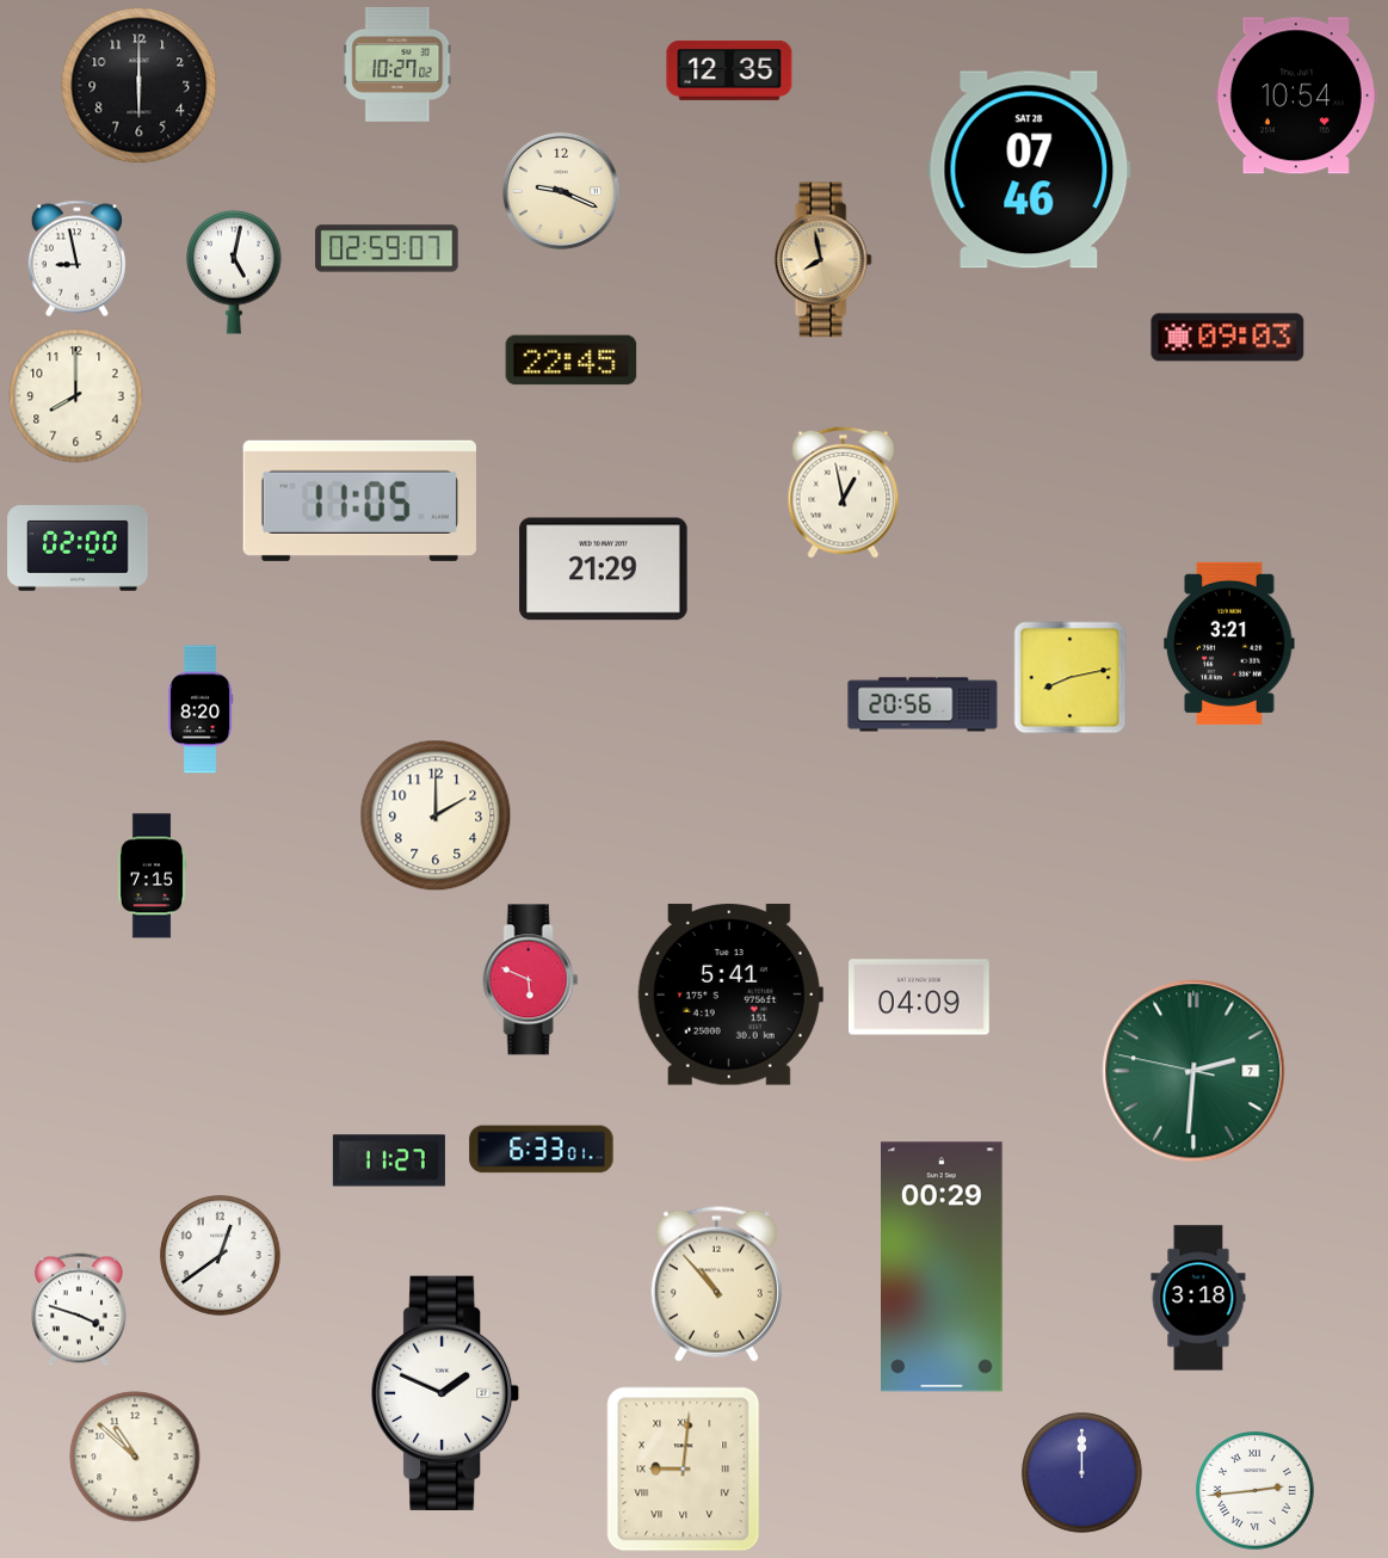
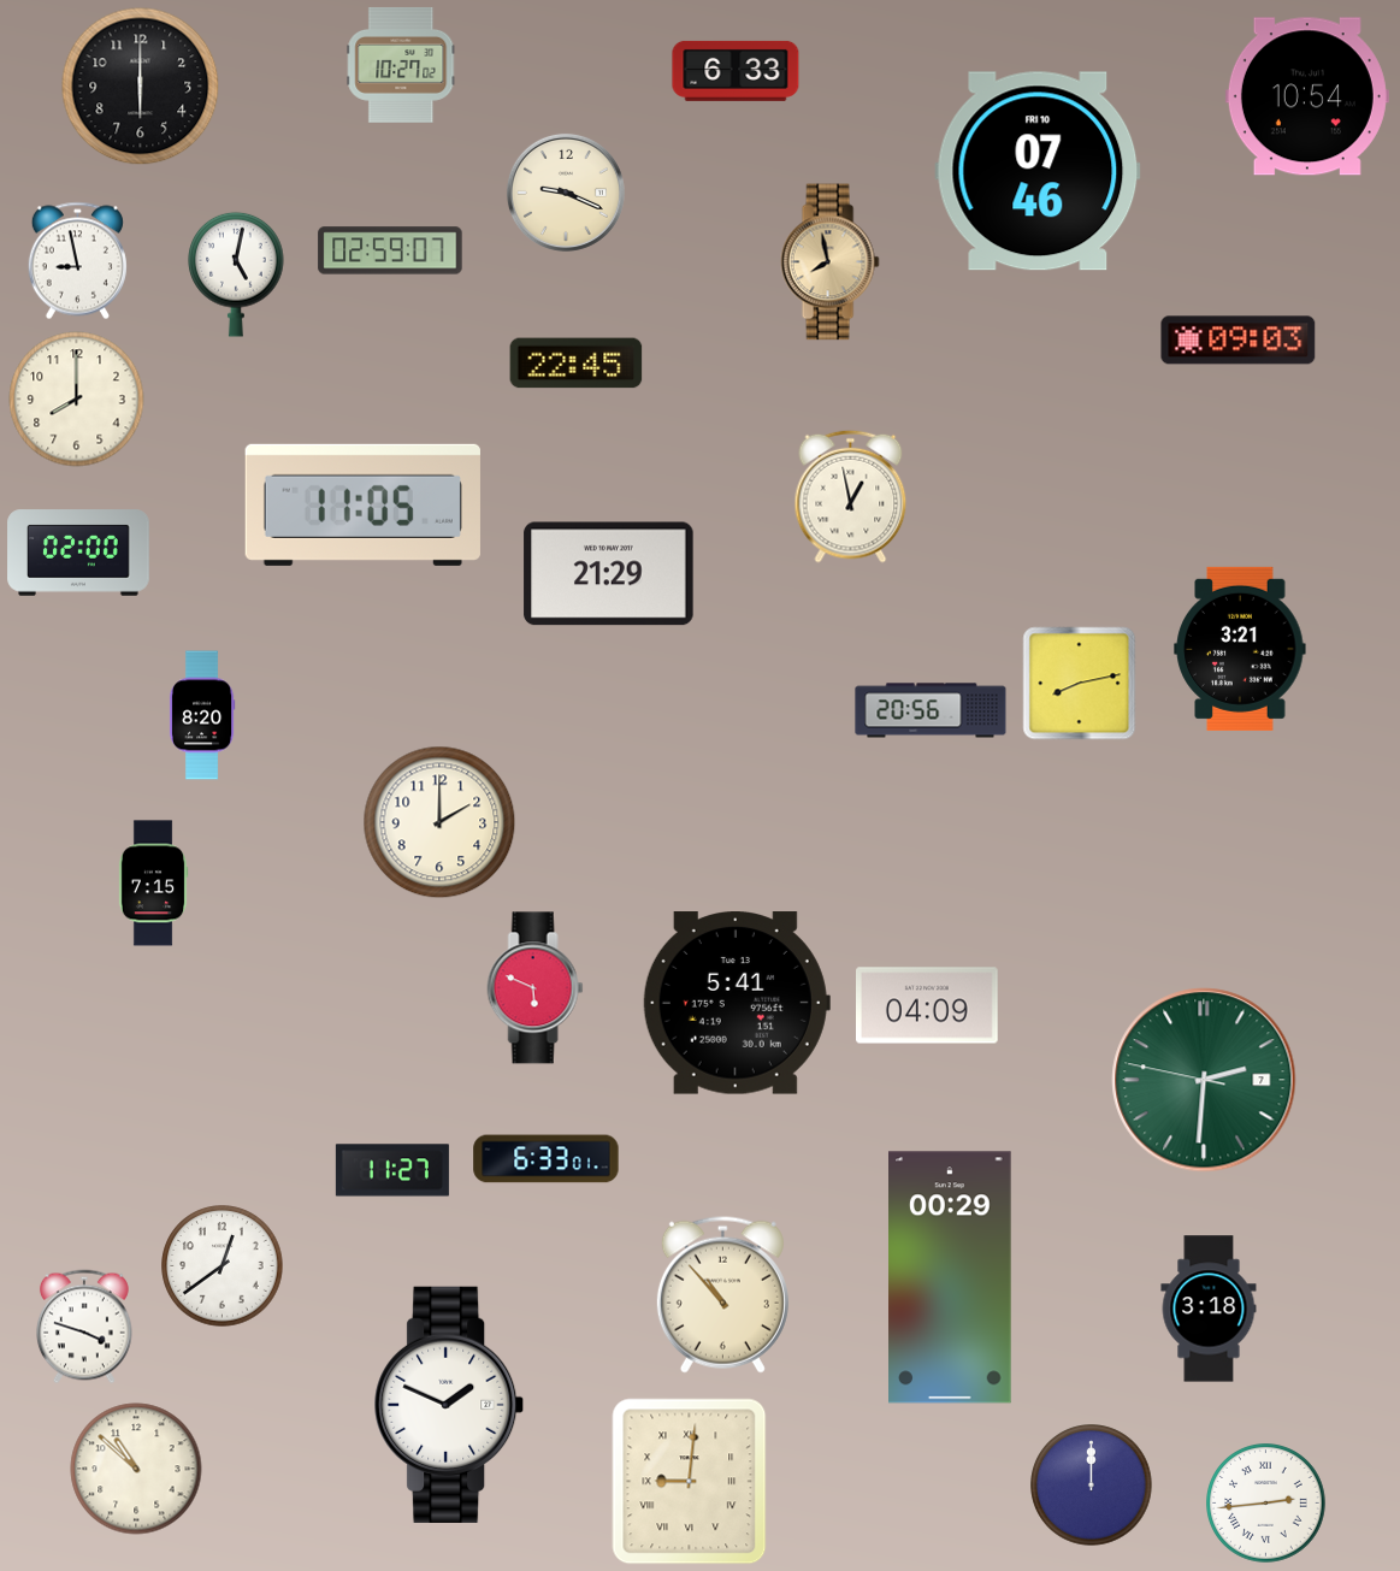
clock at (729, 70): 12:35 -> 6:33
clock at (1029, 170) date: SAT 28 -> FRI 10
clock at (79, 1310) position: (79, 1310) -> (84, 1327)
